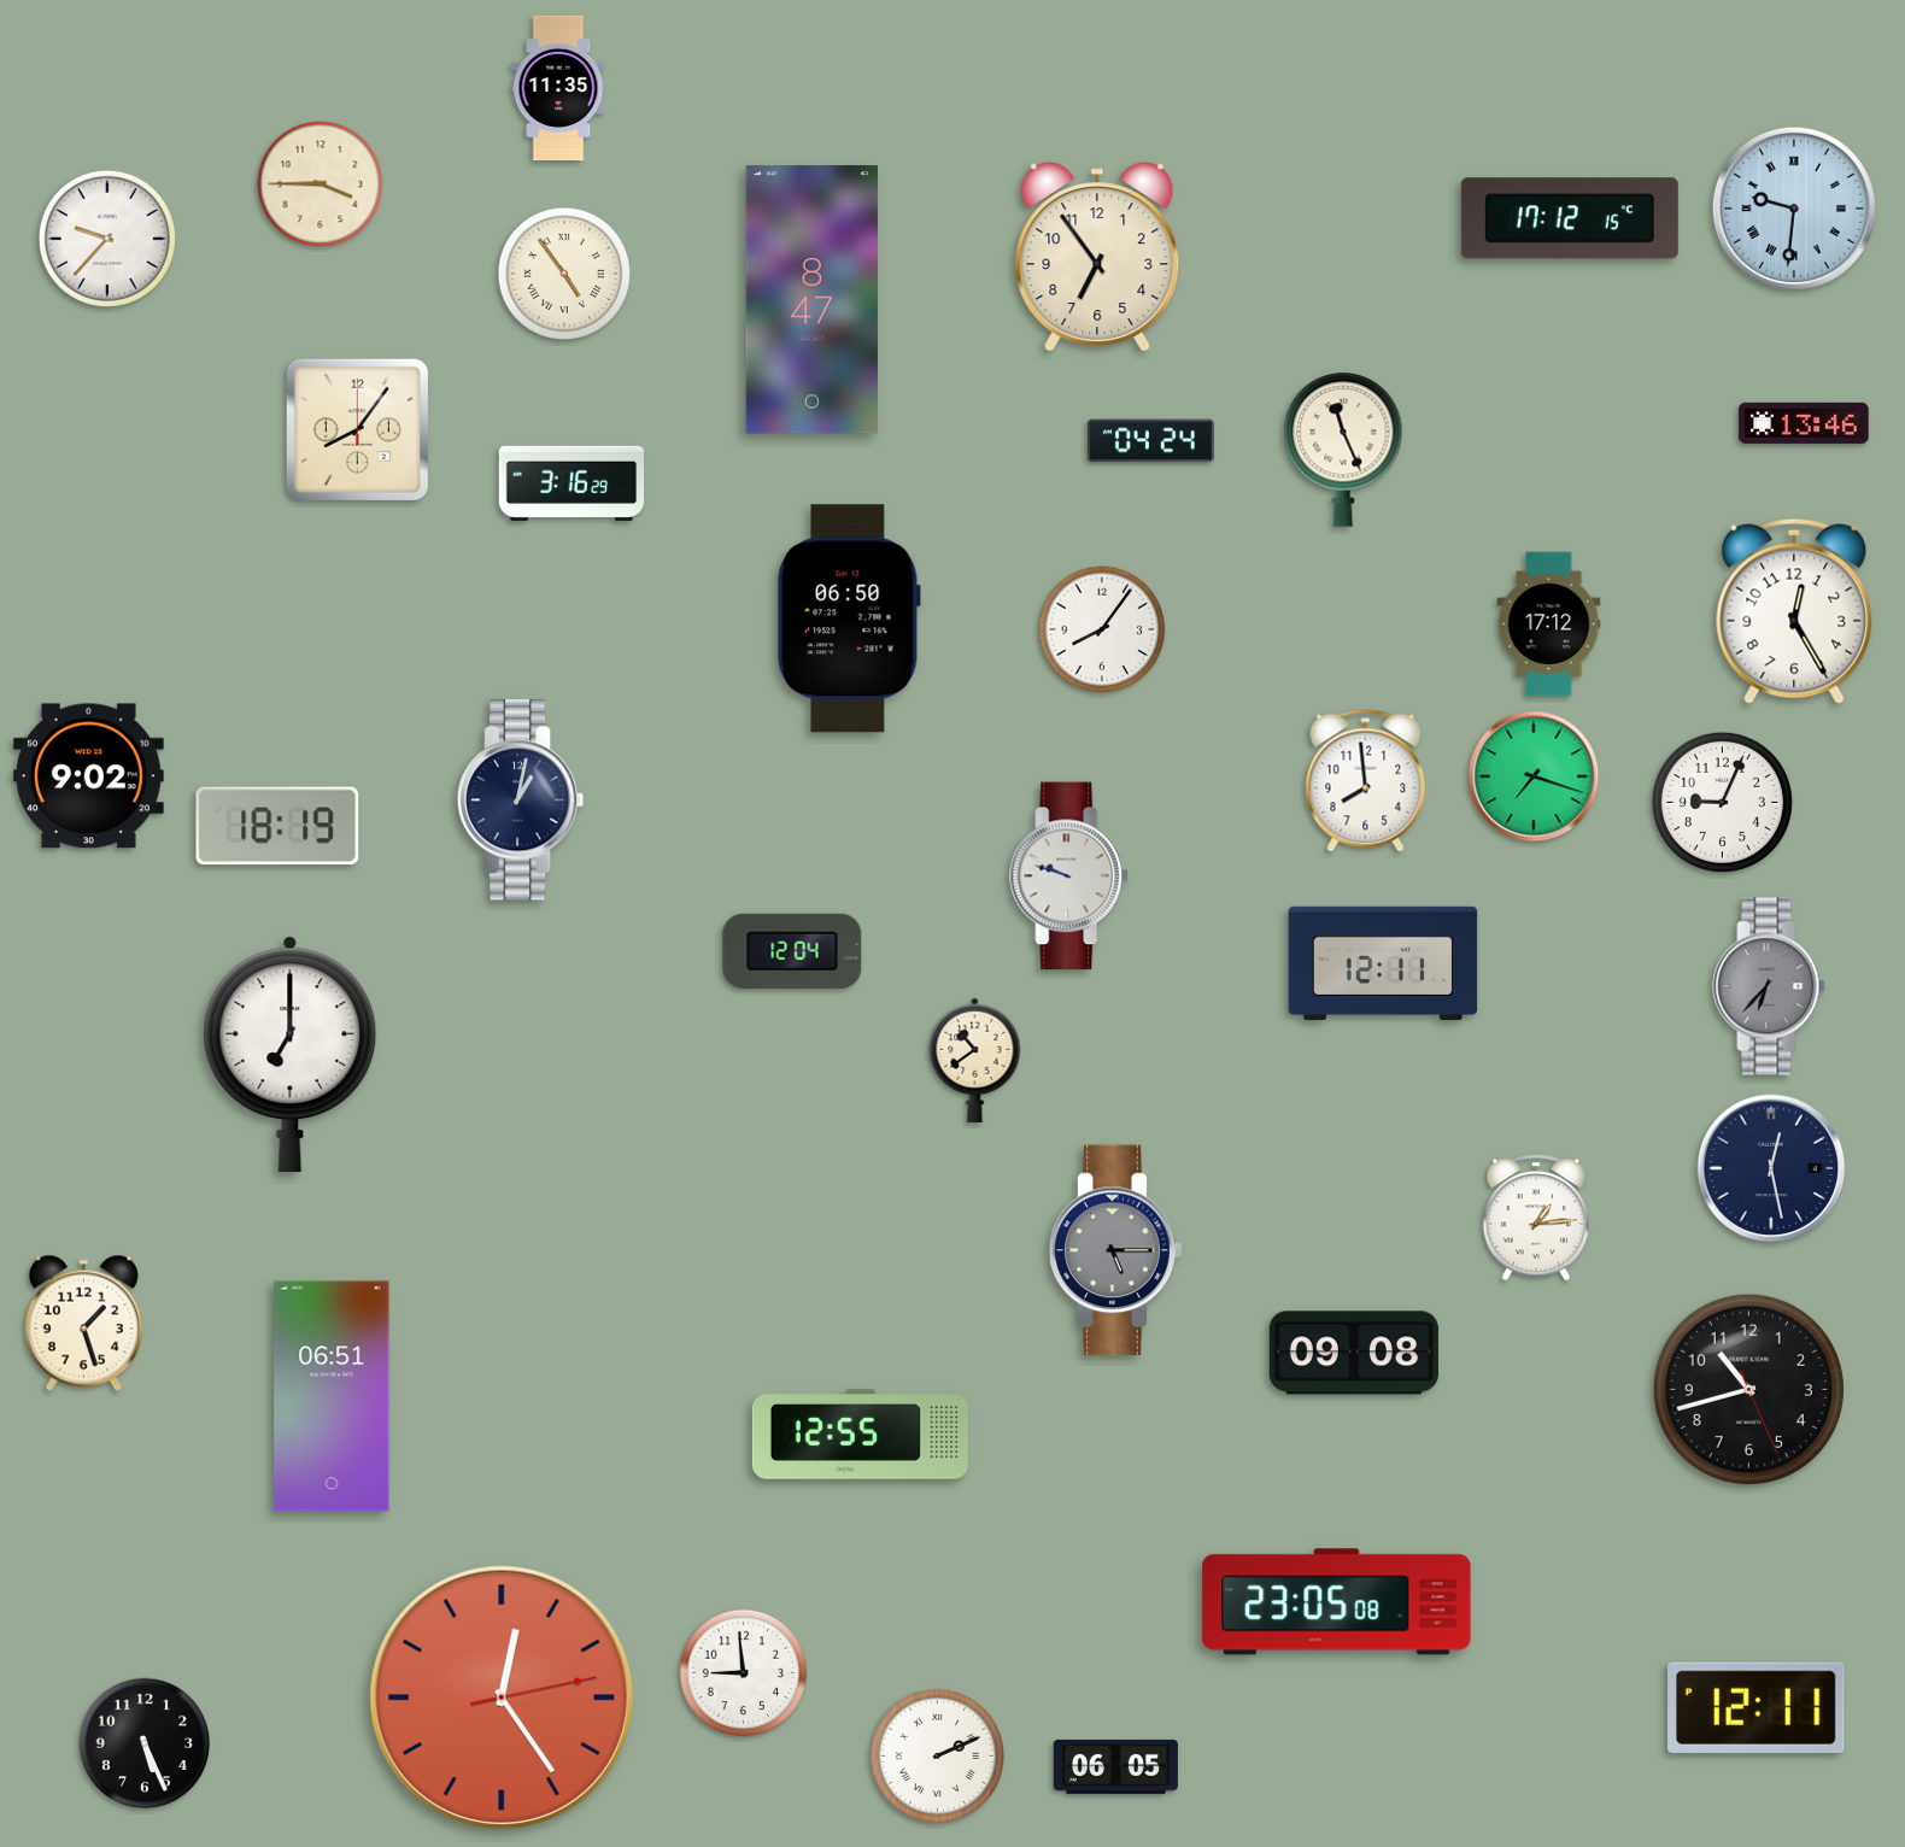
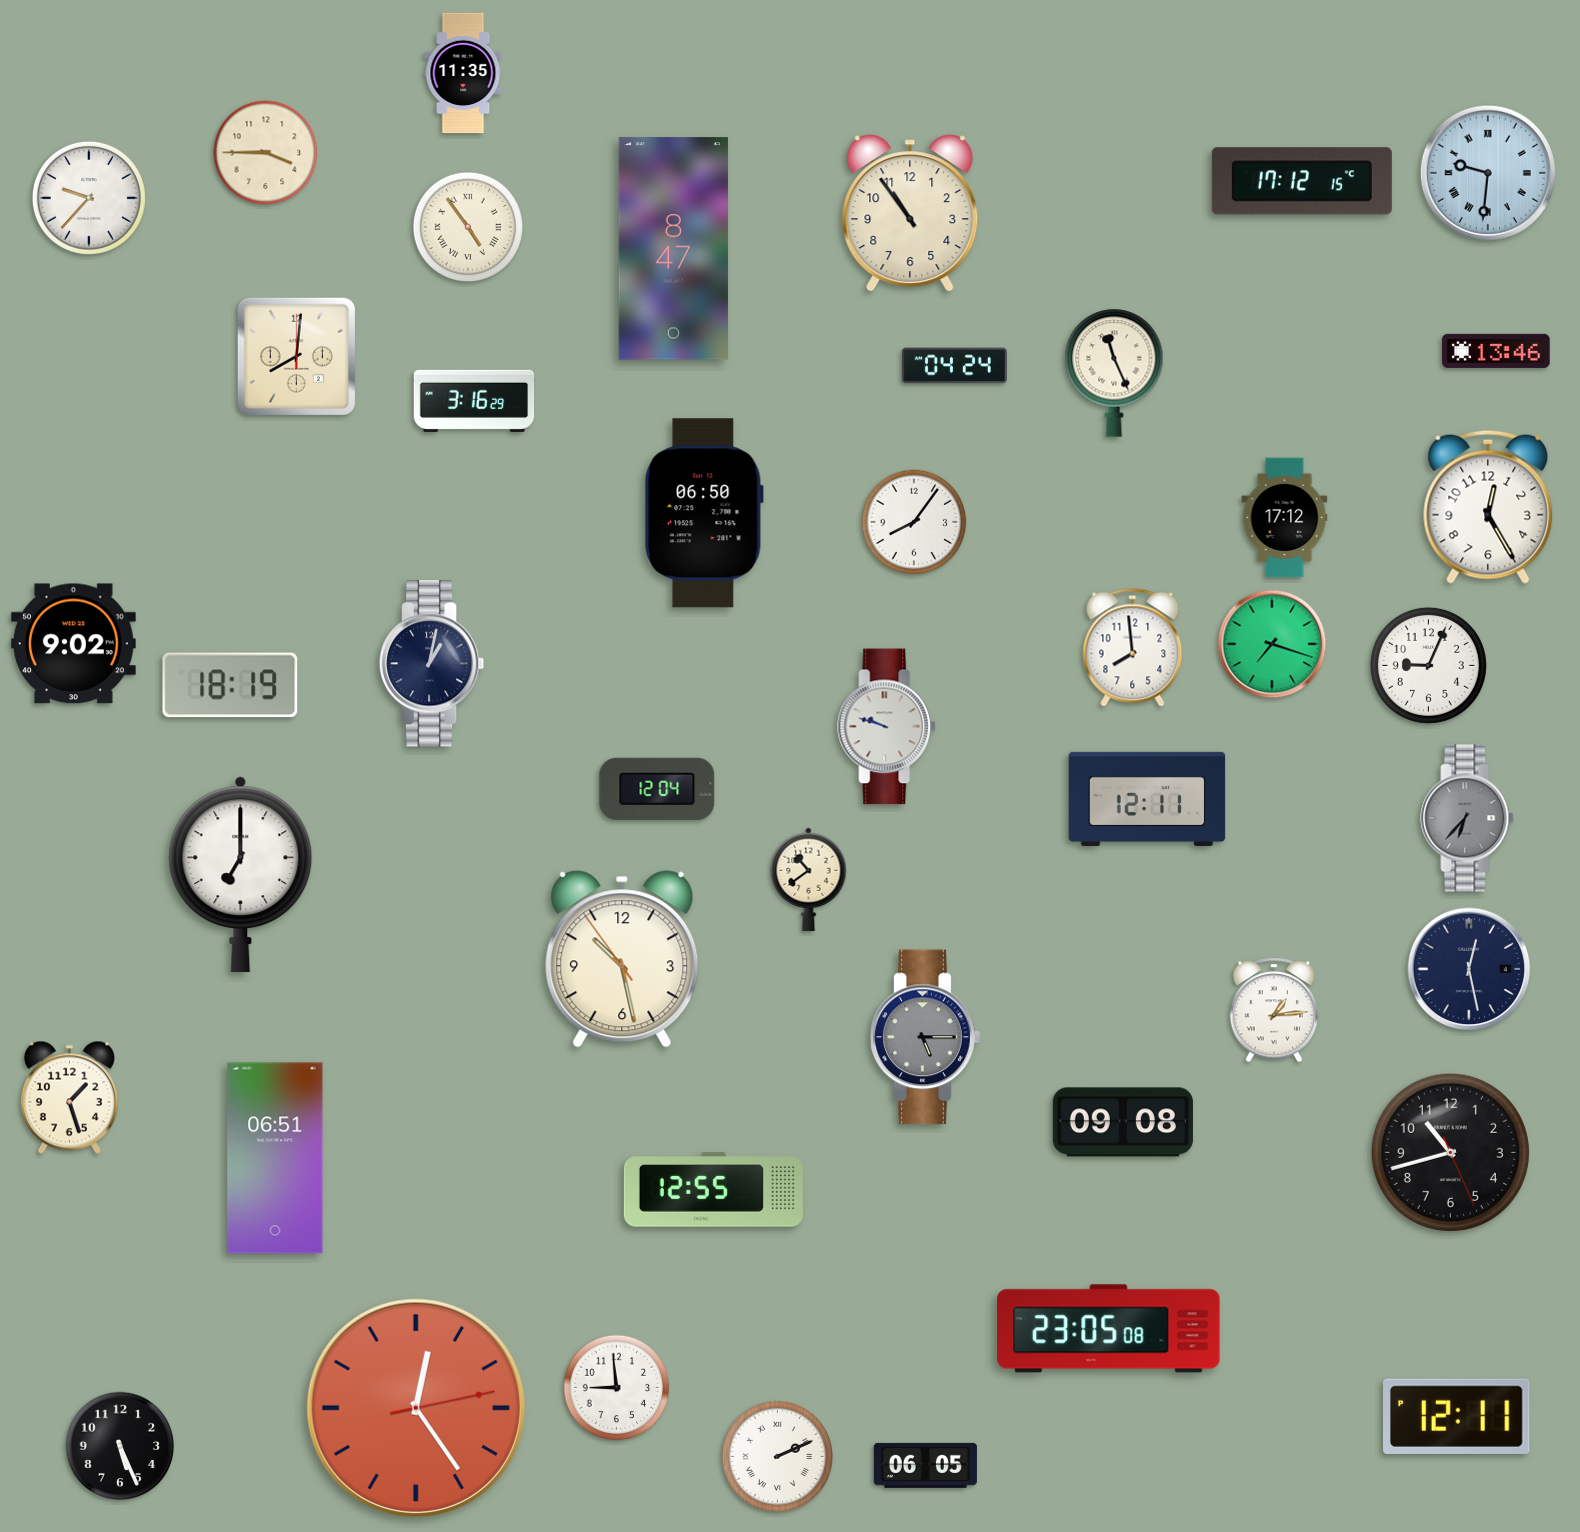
clock at (1097, 257): 6:54 -> 10:54
clock at (357, 429): 8:06 -> 8:01
clock at (622, 959): none -> 10:27
